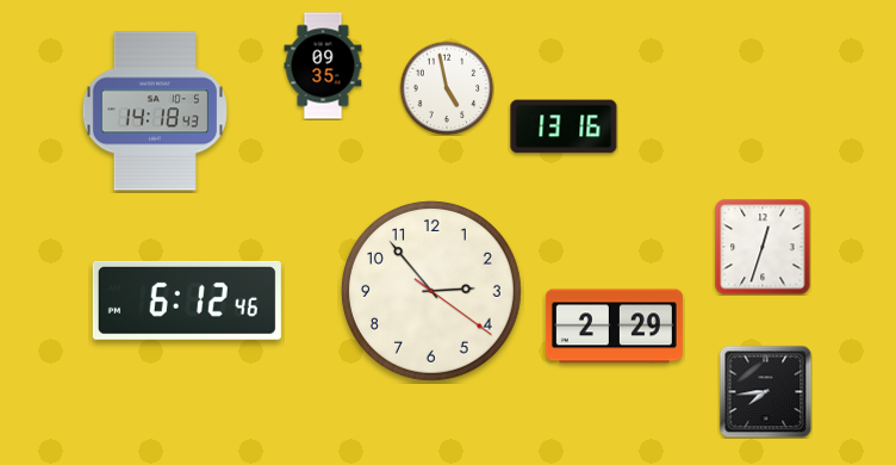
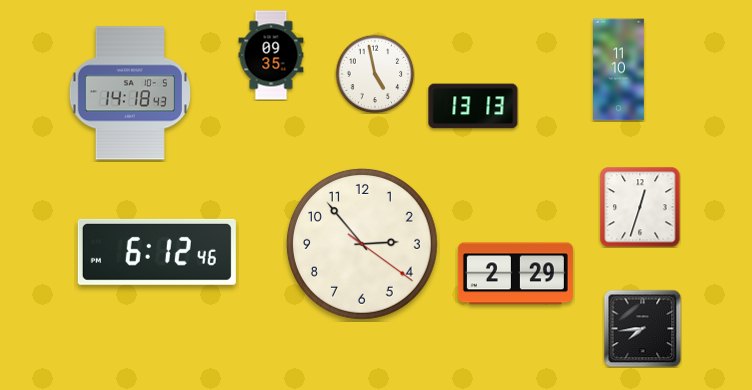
clock at (619, 70): none -> 11:10
clock at (564, 126): 13:16 -> 13:13
